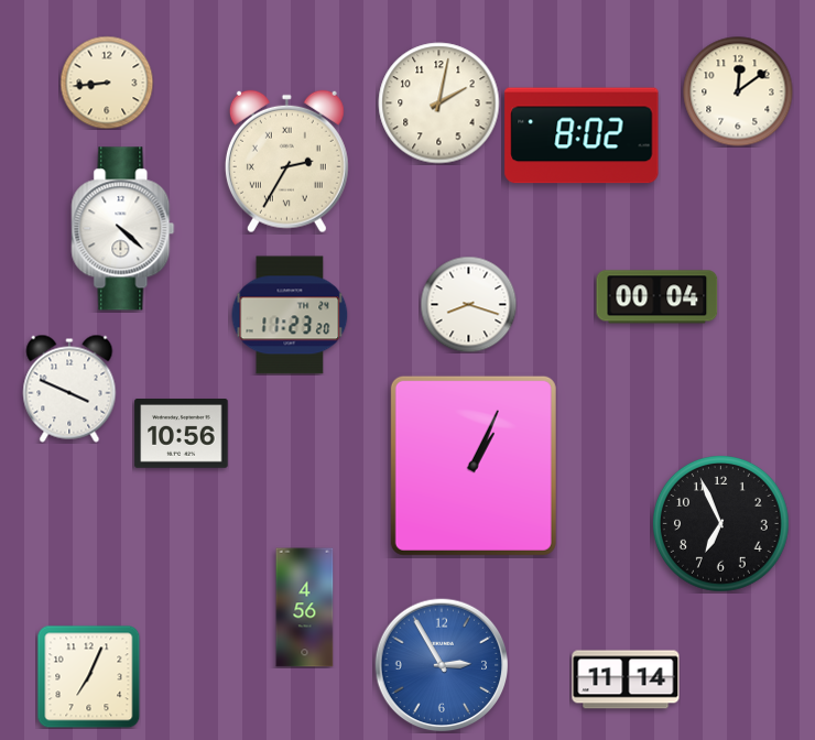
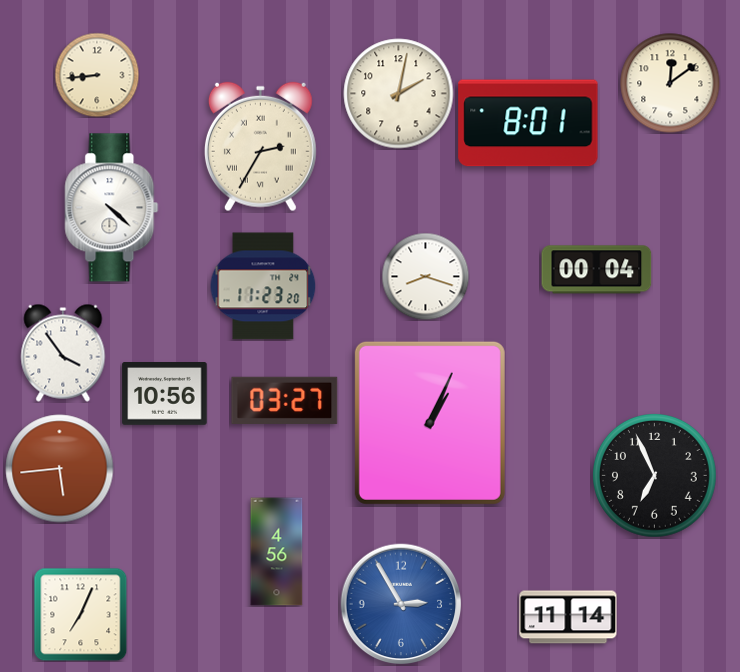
clock at (582, 135): 8:02 -> 8:01
clock at (69, 389): 3:49 -> 3:54
clock at (285, 400): none -> 03:27
clock at (60, 469): none -> 5:44
